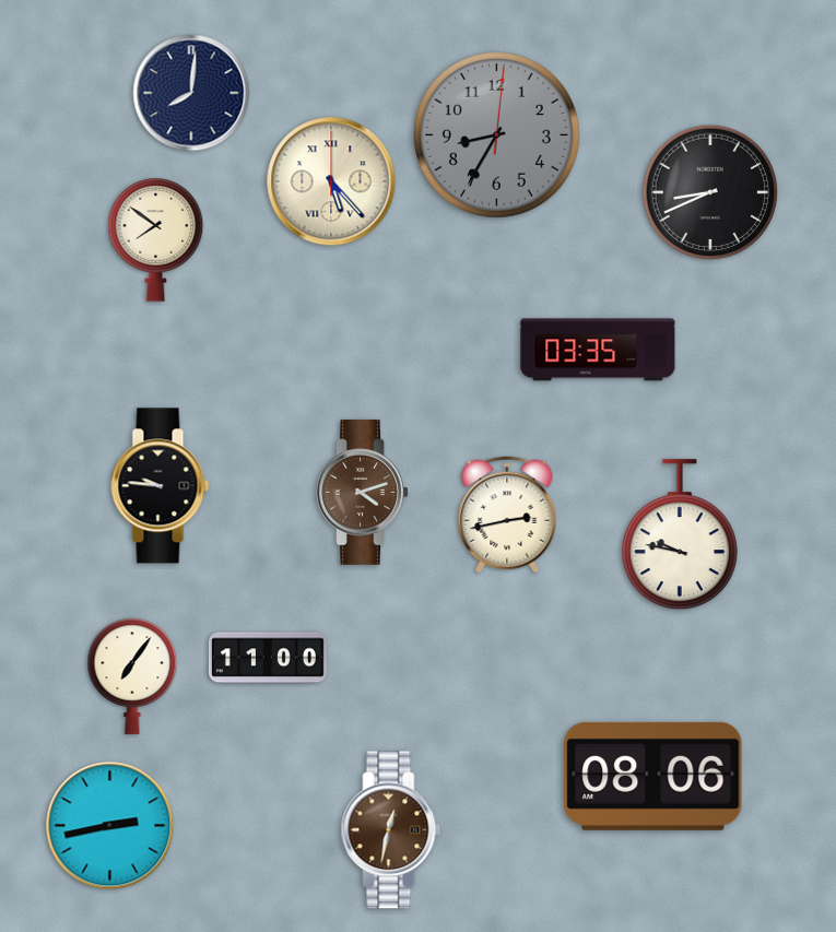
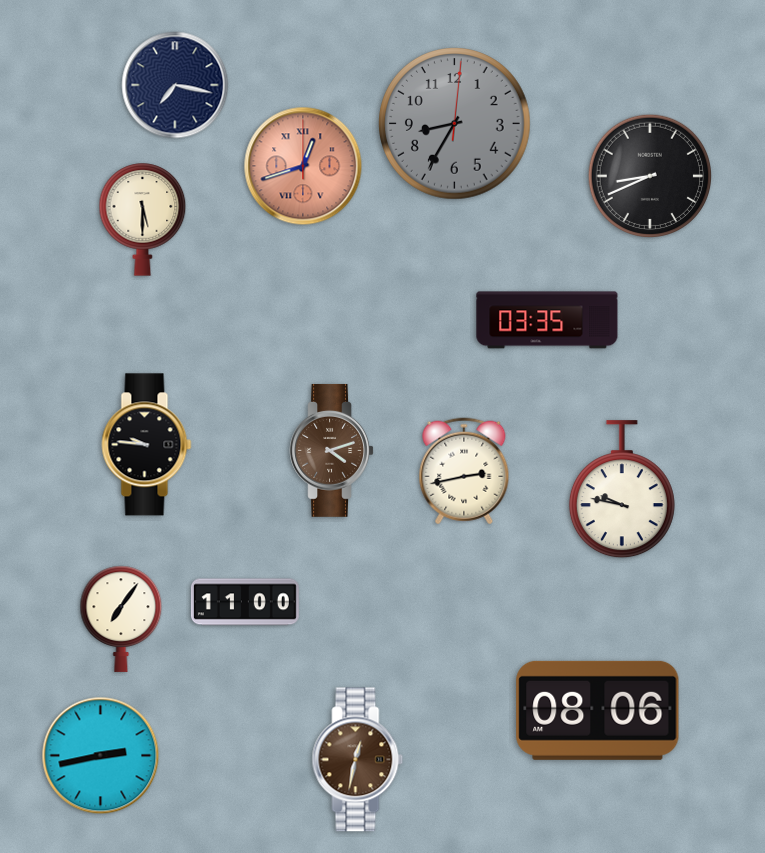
clock at (191, 93): 8:01 -> 7:17
clock at (331, 181): 5:23 -> 12:42
clock at (331, 181) dial: cream -> salmon
clock at (156, 240): 7:51 -> 5:30
